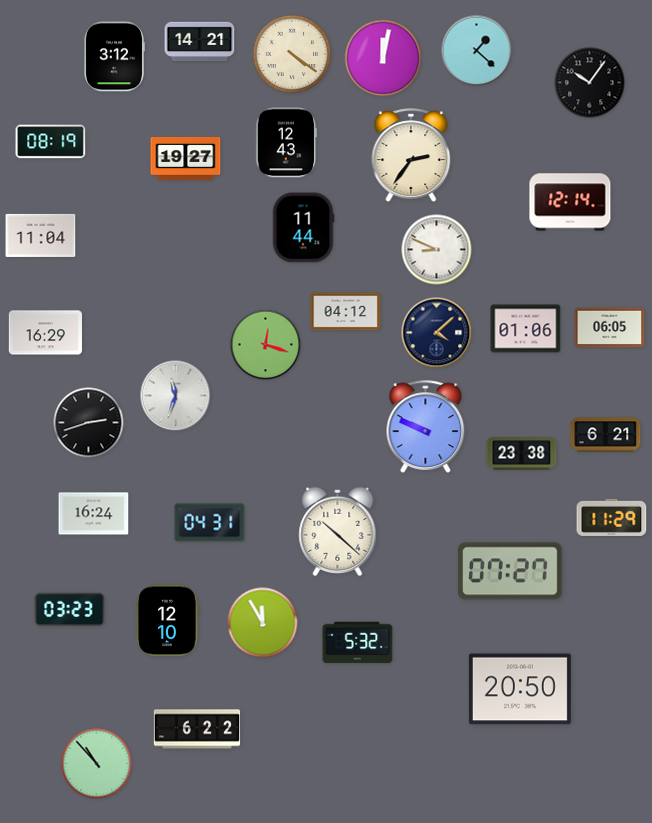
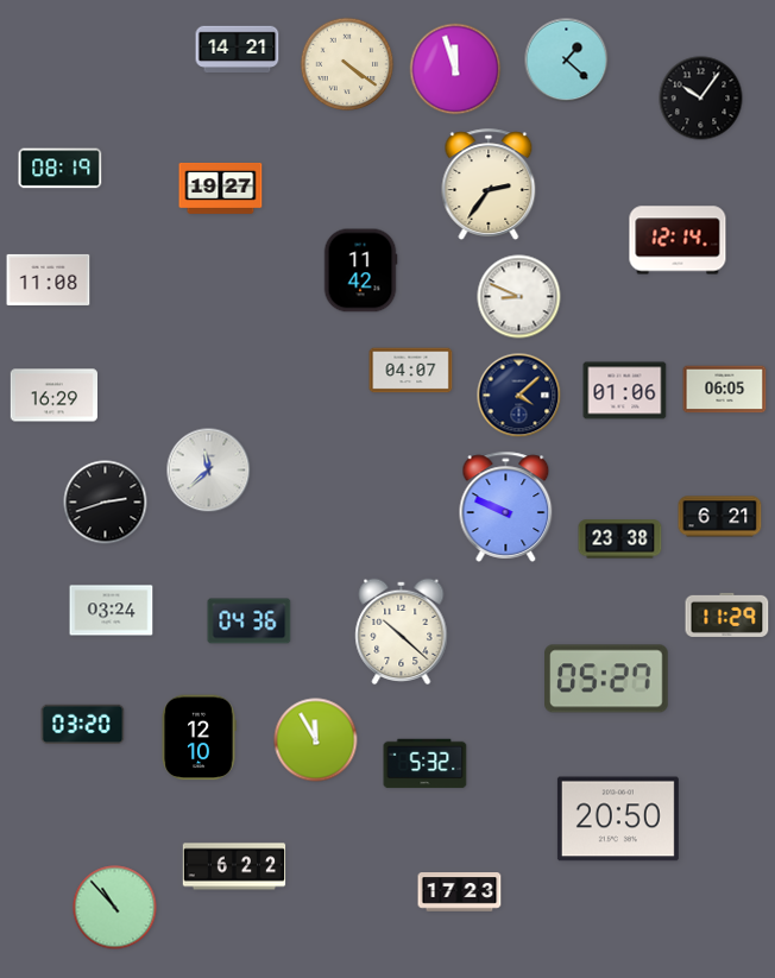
clock at (115, 57): 3:12 -> none
clock at (383, 58): 12:02 -> 11:57
clock at (287, 143): 12:43 -> none
clock at (303, 228): 11:44 -> 11:42
clock at (41, 235): 11:04 -> 11:08
clock at (346, 312): 04:12 -> 04:07
clock at (266, 345): 12:18 -> none
clock at (176, 396): 11:33 -> 11:38
clock at (94, 514): 16:24 -> 03:24
clock at (210, 523): 04:31 -> 04:36
clock at (510, 571): 07:27 -> 05:27
clock at (70, 610): 03:23 -> 03:20
clock at (263, 623) position: (263, 623) -> (316, 740)
clock at (460, 892): none -> 17:23
